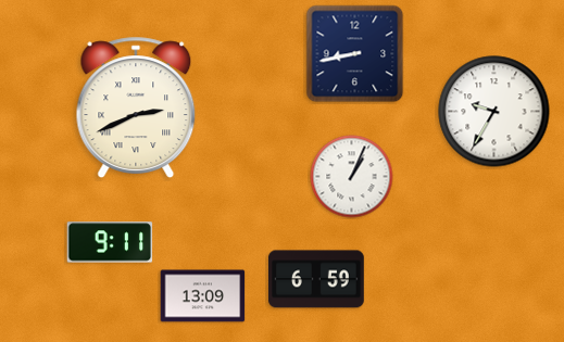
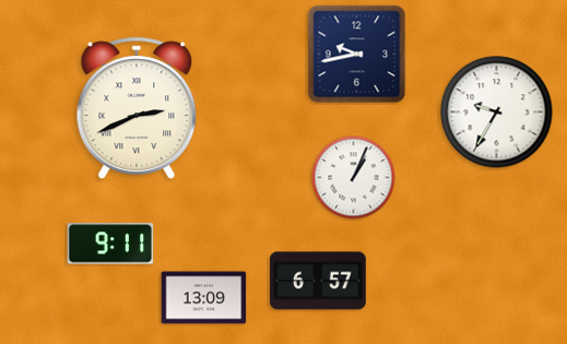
clock at (355, 54): 8:43 -> 9:43
clock at (317, 279): 6:59 -> 6:57
